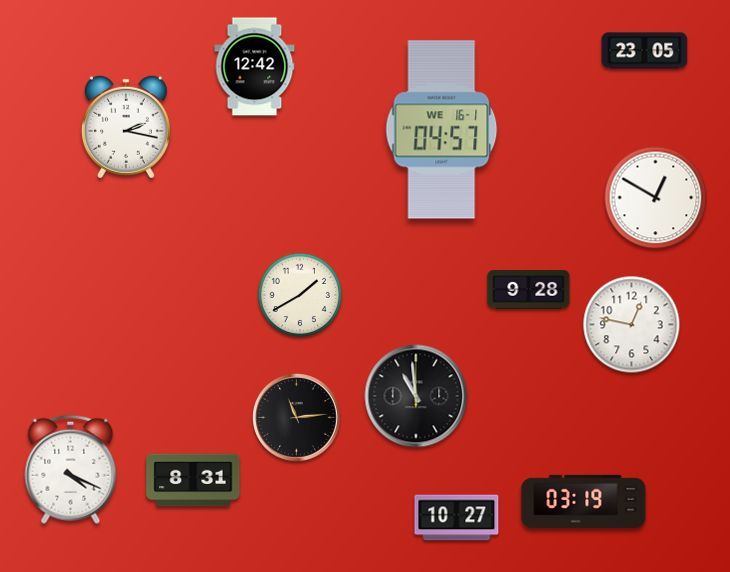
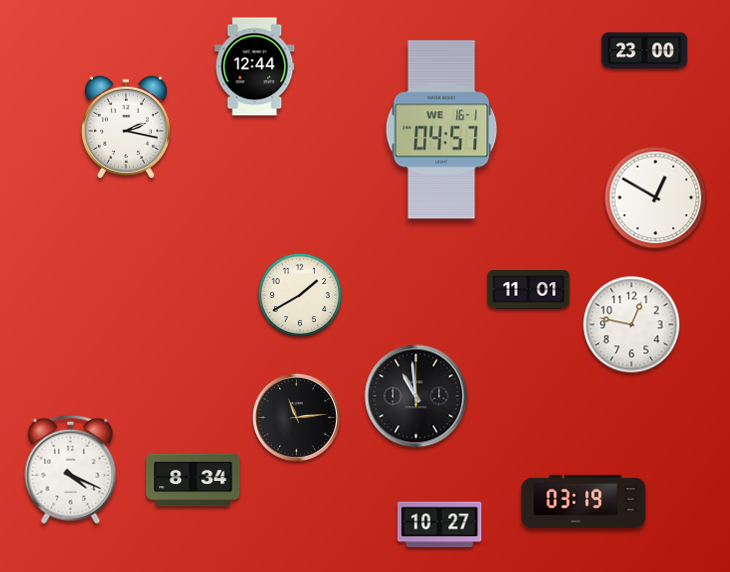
clock at (645, 51): 23:05 -> 23:00
clock at (255, 67): 12:42 -> 12:44
clock at (529, 290): 9:28 -> 11:01
clock at (193, 480): 8:31 -> 8:34
clock at (457, 518) position: (457, 518) -> (440, 525)
